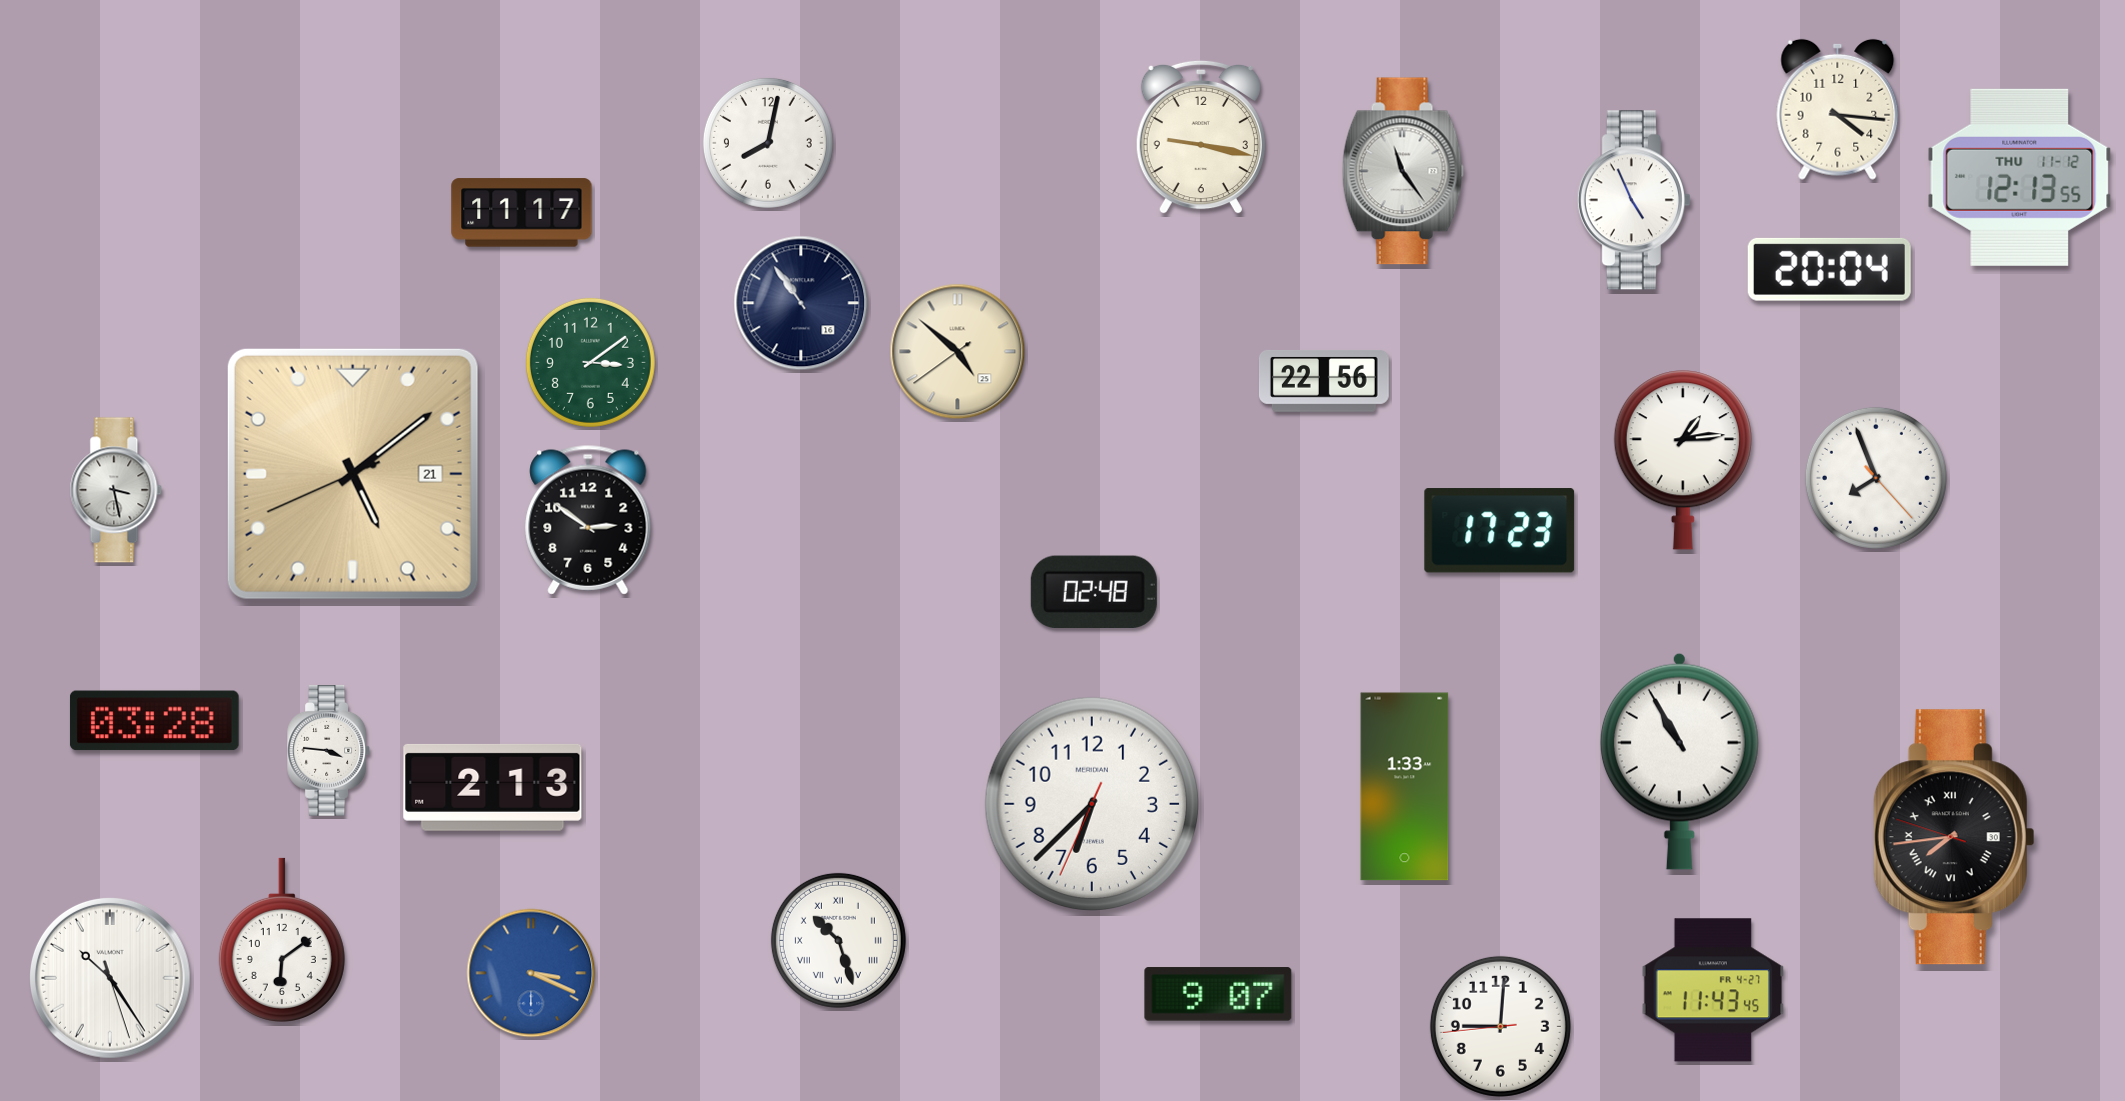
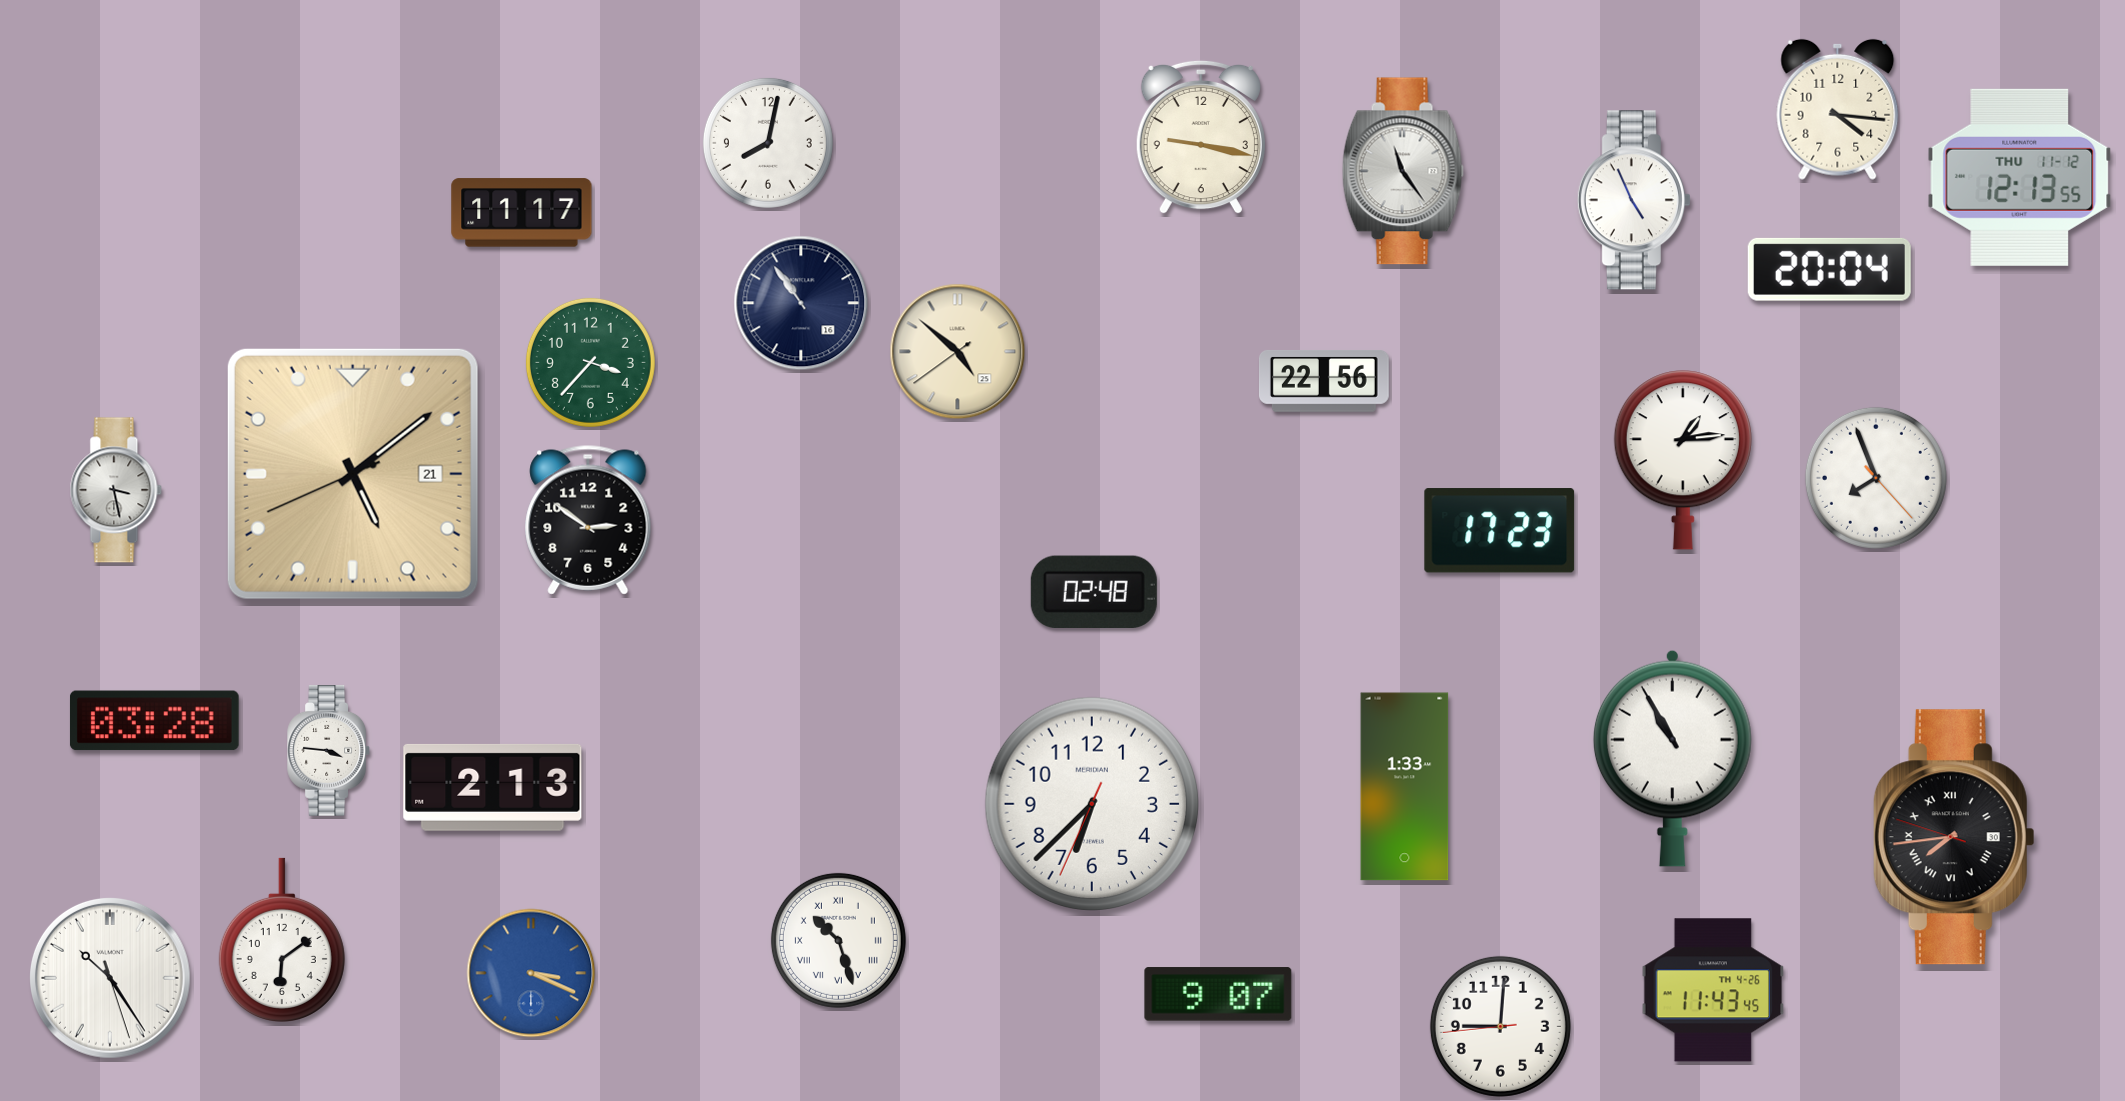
clock at (590, 362): 3:09 -> 3:37
clock at (1679, 761) position: (1679, 761) -> (1672, 758)
clock at (1713, 990) date: FR 4-27 -> TH 4-26
